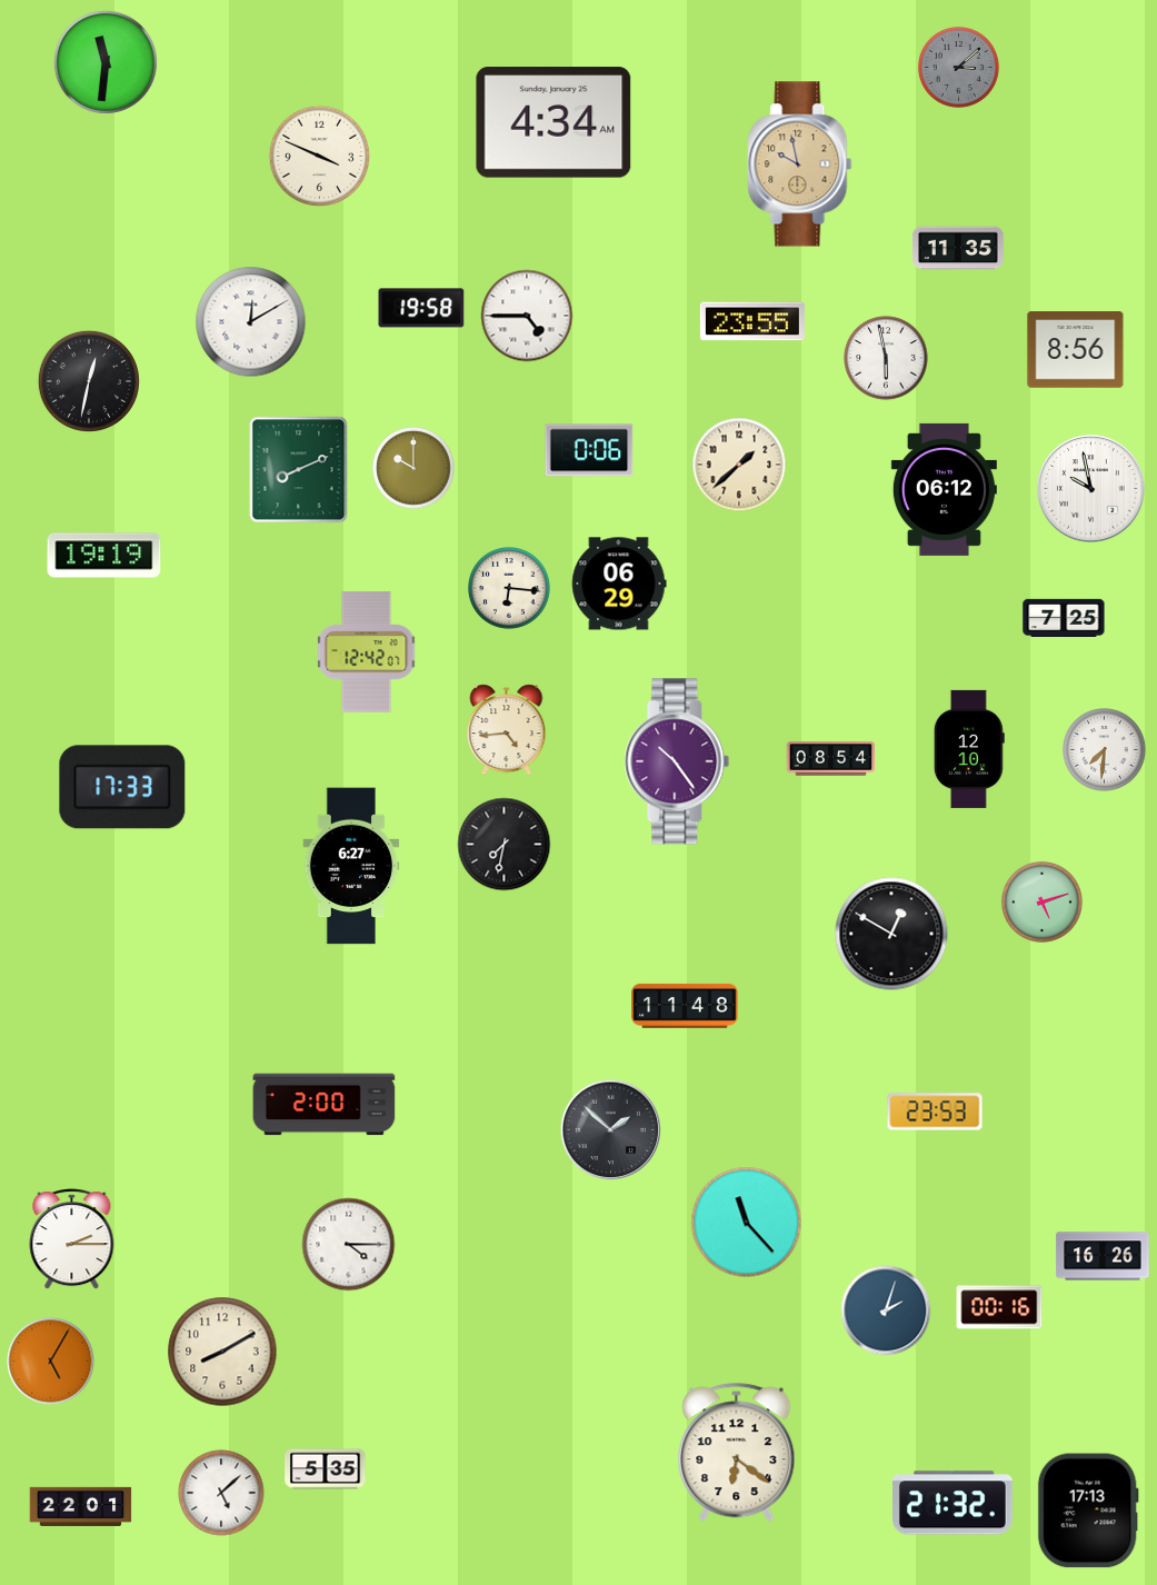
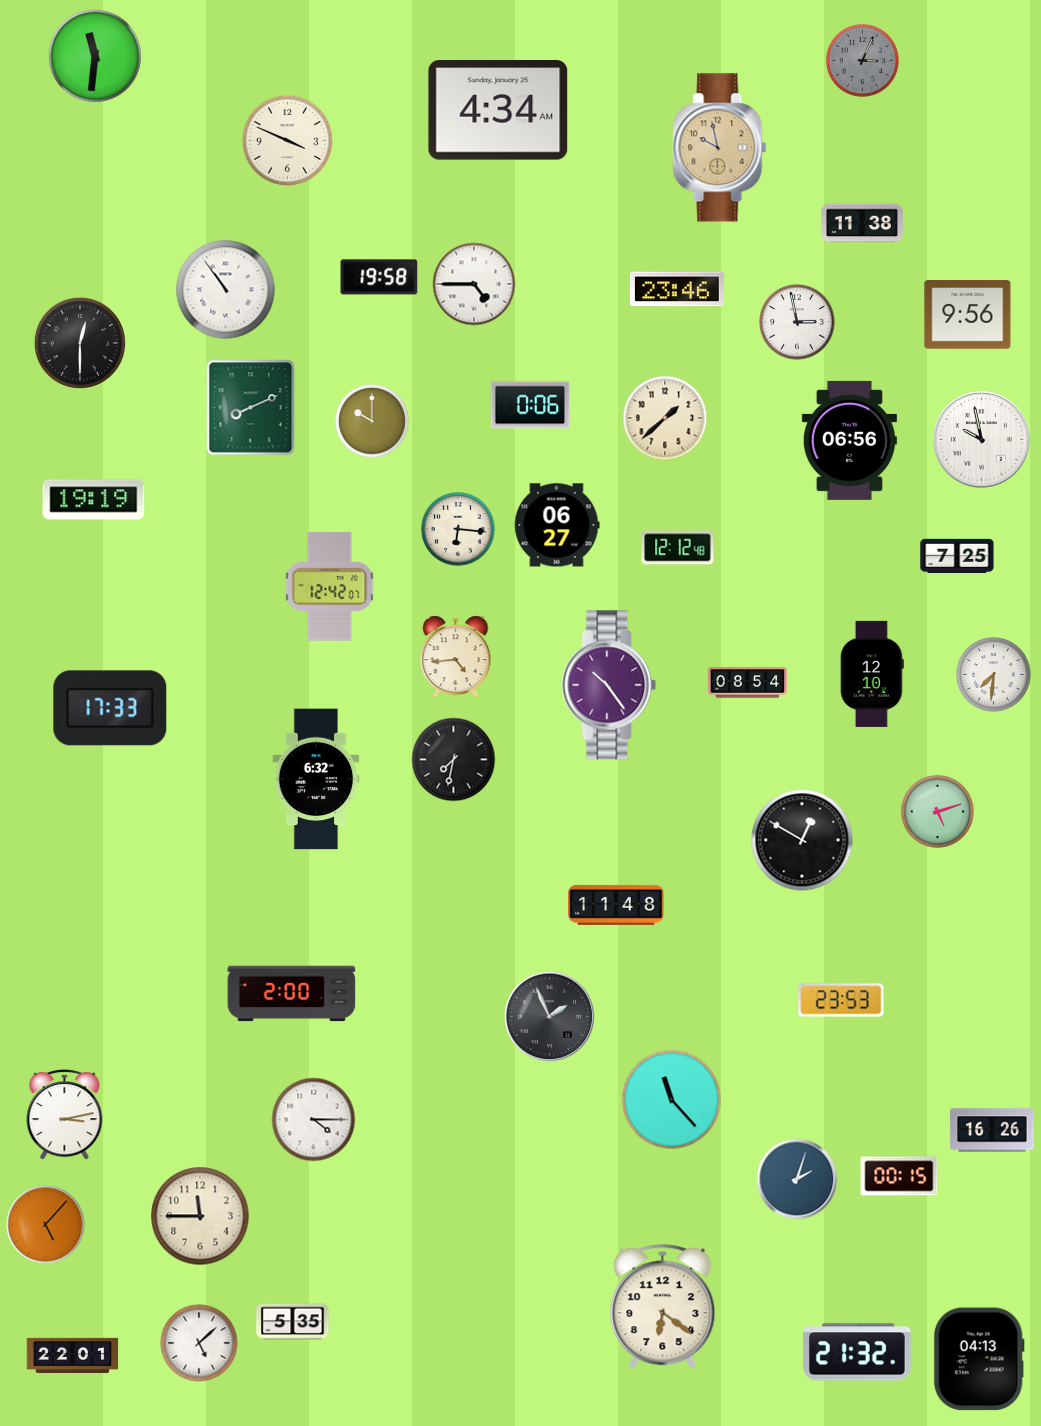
clock at (958, 67): 3:08 -> 3:04
clock at (958, 248): 11:35 -> 11:38
clock at (752, 321): 23:55 -> 23:46
clock at (251, 322): 12:10 -> 10:54
clock at (1076, 350): 8:56 -> 9:56
clock at (886, 358): 5:58 -> 2:58
clock at (89, 381): 12:32 -> 12:30
clock at (299, 470) position: (299, 470) -> (251, 408)
clock at (944, 489): 06:12 -> 06:56
clock at (619, 584): 06:29 -> 06:27
clock at (678, 548): none -> 12:12
clock at (351, 866): 6:27 -> 6:32
clock at (610, 1129): 1:52 -> 1:56
clock at (72, 1239): 2:15 -> 3:13
clock at (999, 1307): 00:16 -> 00:15
clock at (222, 1352): 8:10 -> 11:45
clock at (51, 1362): 5:05 -> 5:07
clock at (1088, 1511): 17:13 -> 04:13
